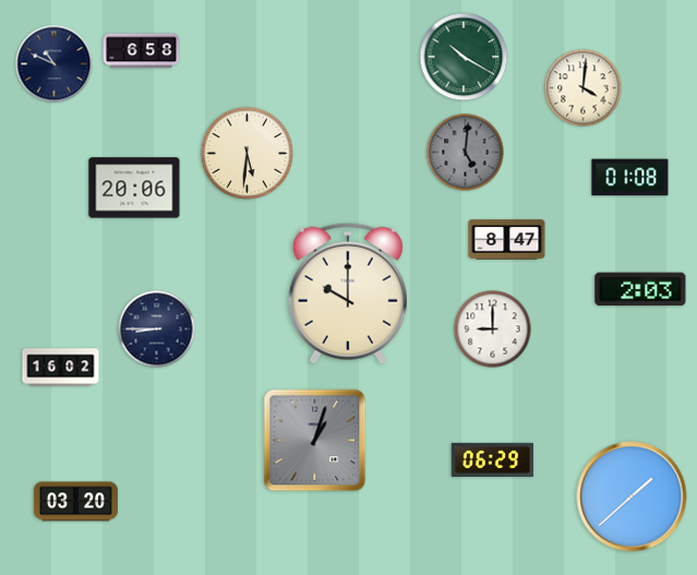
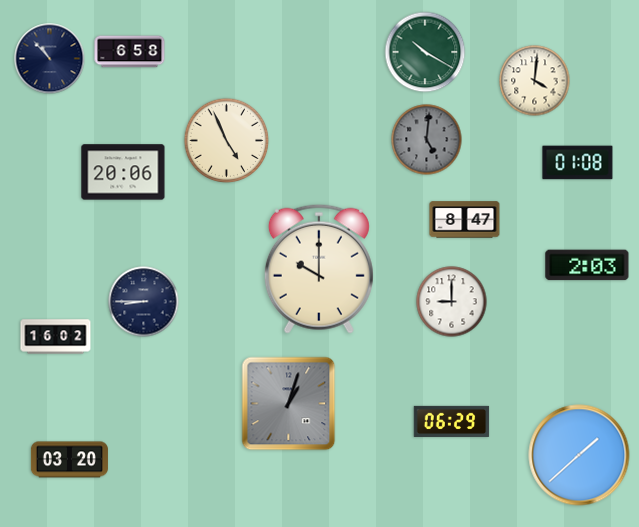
clock at (142, 51) position: (142, 51) -> (130, 52)
clock at (55, 64): 10:49 -> 10:53
clock at (248, 154): 5:31 -> 4:56
